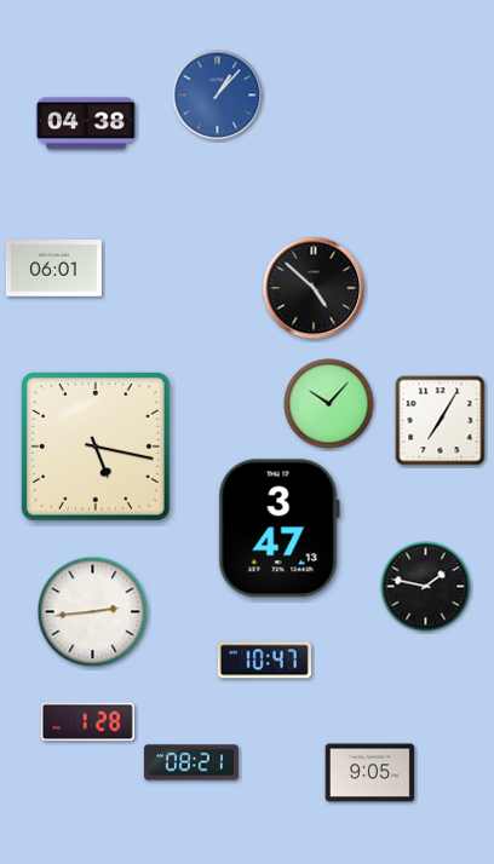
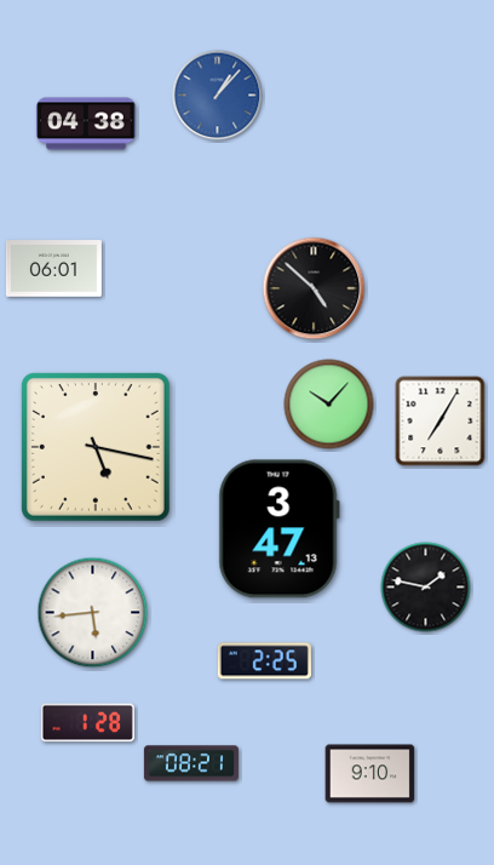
clock at (93, 612): 2:44 -> 5:44
clock at (264, 661): 10:47 -> 2:25
clock at (370, 773): 9:05 -> 9:10
